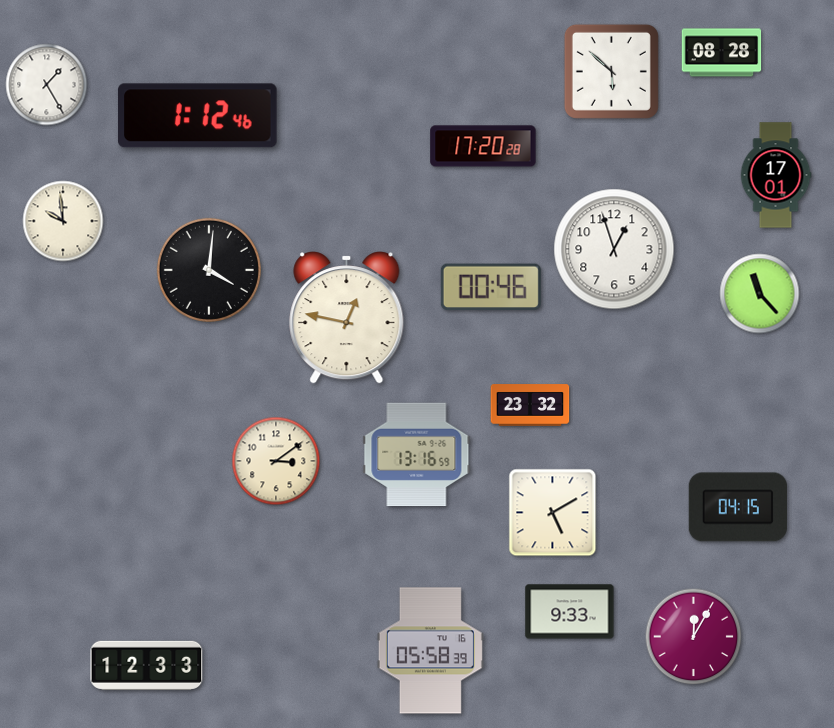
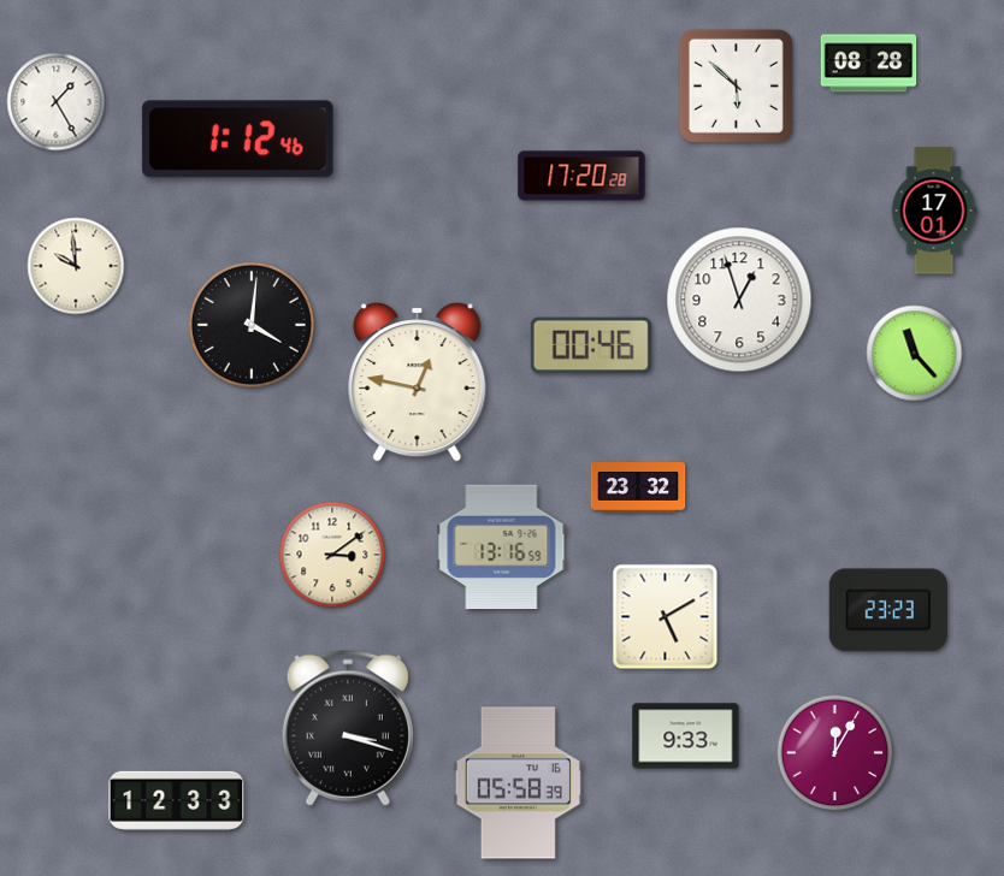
clock at (738, 507): 04:15 -> 23:23
clock at (348, 728): none -> 3:18
clock at (694, 637) position: (694, 637) -> (835, 753)
